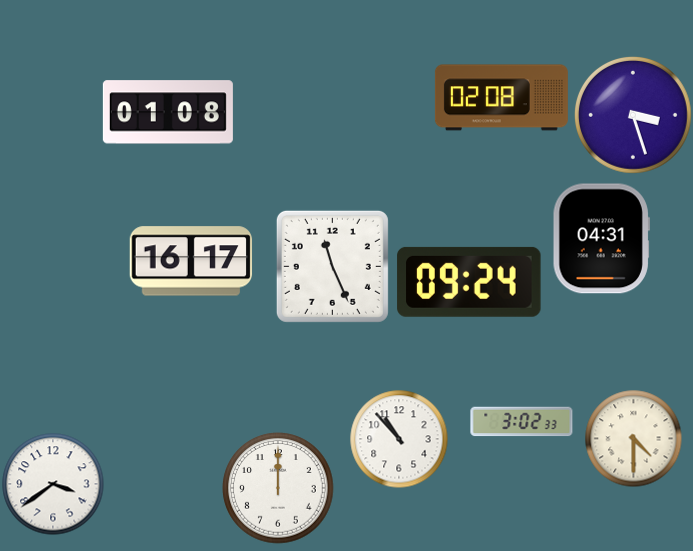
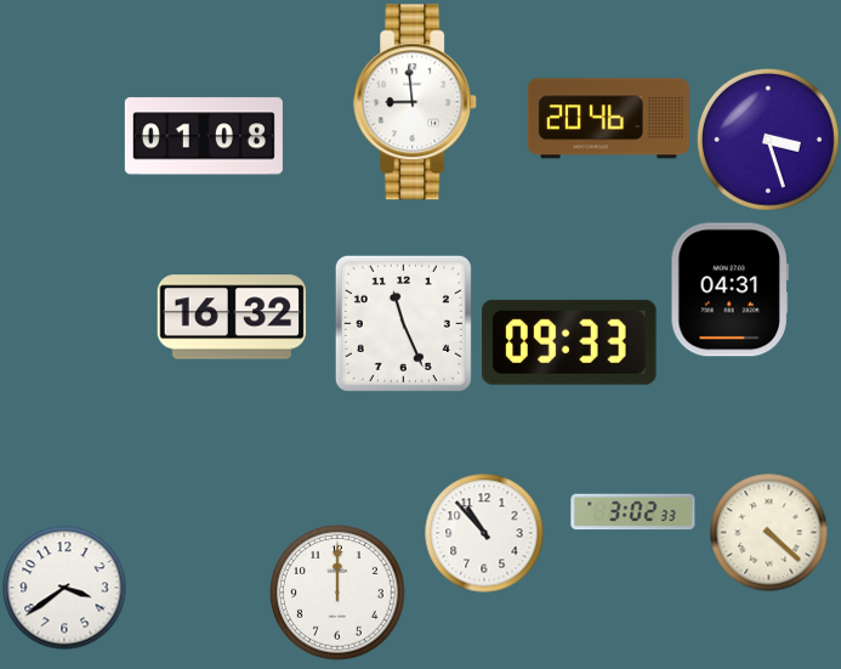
clock at (416, 102): none -> 8:59
clock at (501, 98): 02:08 -> 20:46
clock at (191, 261): 16:17 -> 16:32
clock at (469, 282): 09:24 -> 09:33
clock at (633, 438): 4:30 -> 4:22
